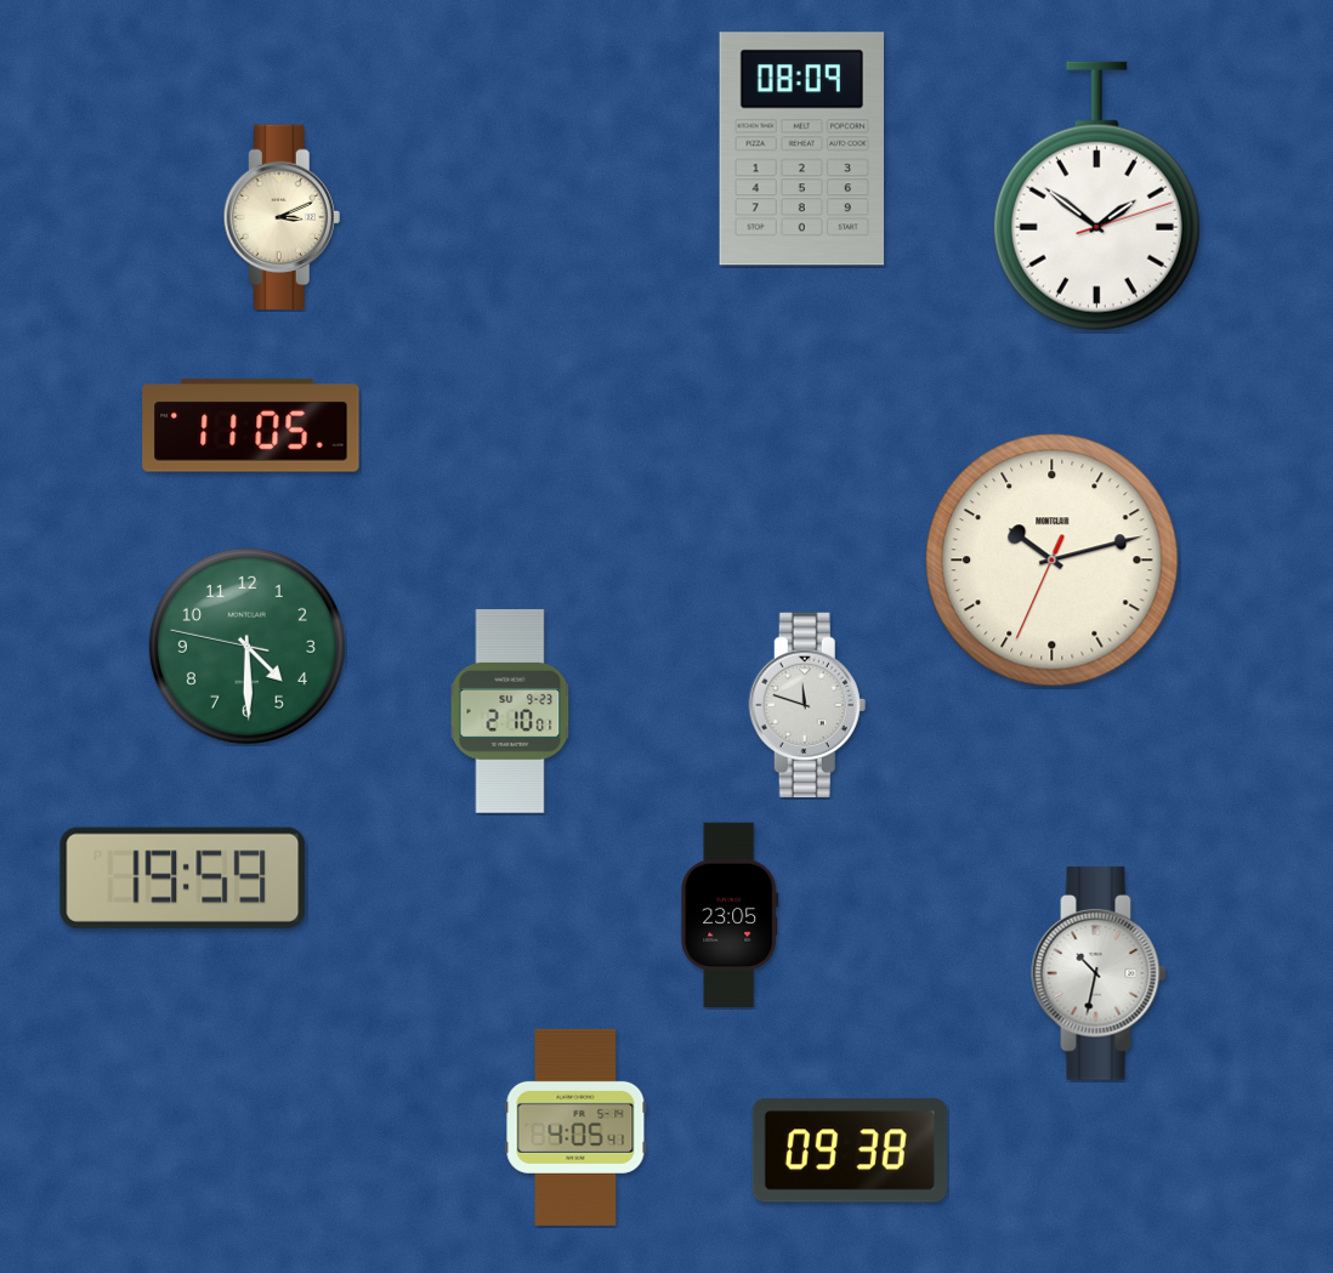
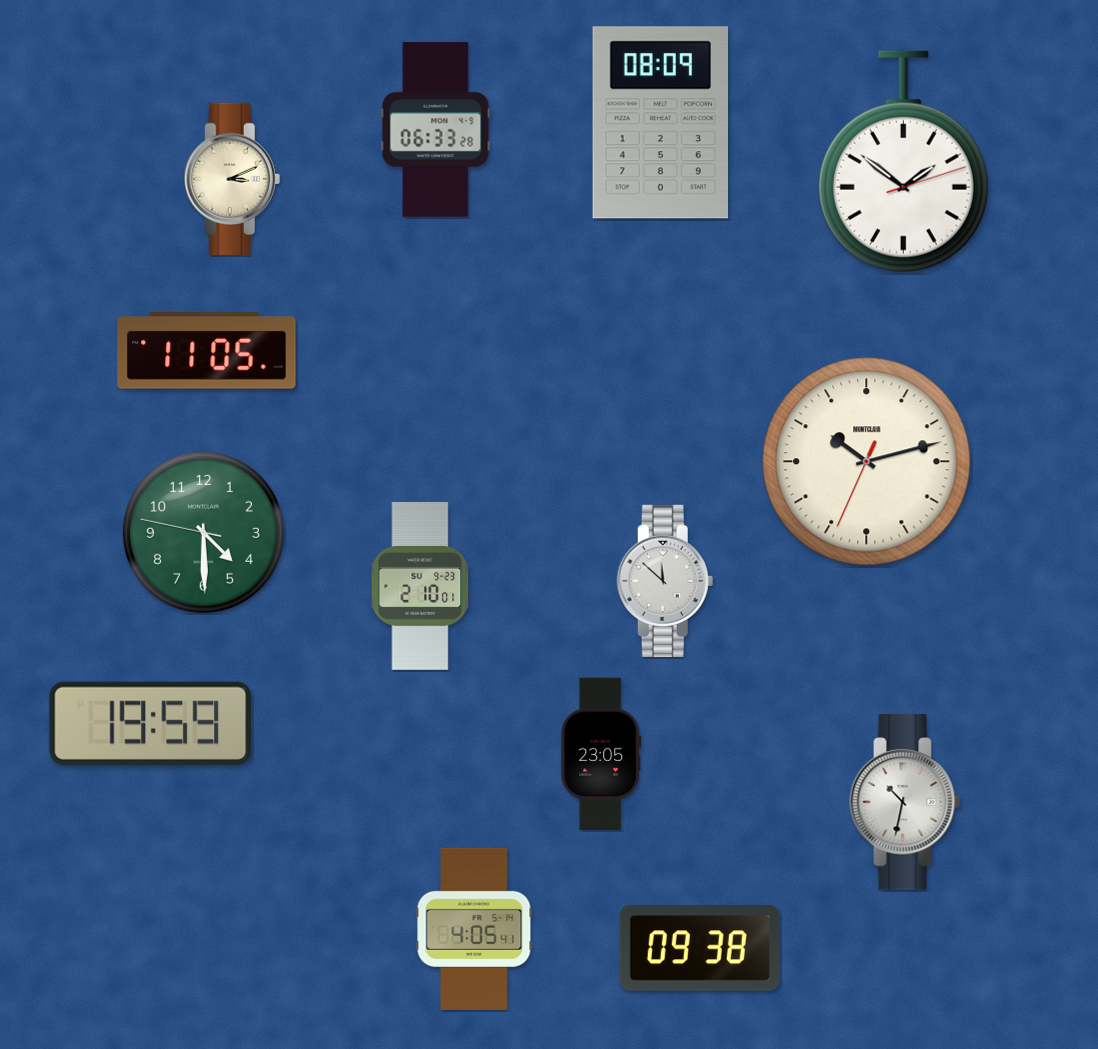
clock at (436, 130): none -> 06:33
clock at (807, 705): 11:48 -> 11:52
